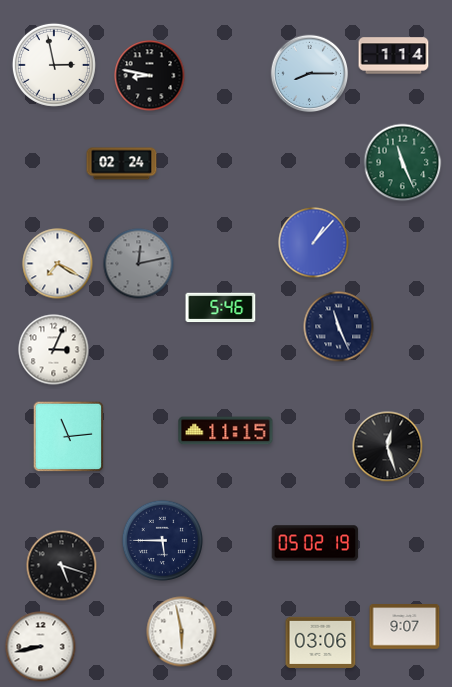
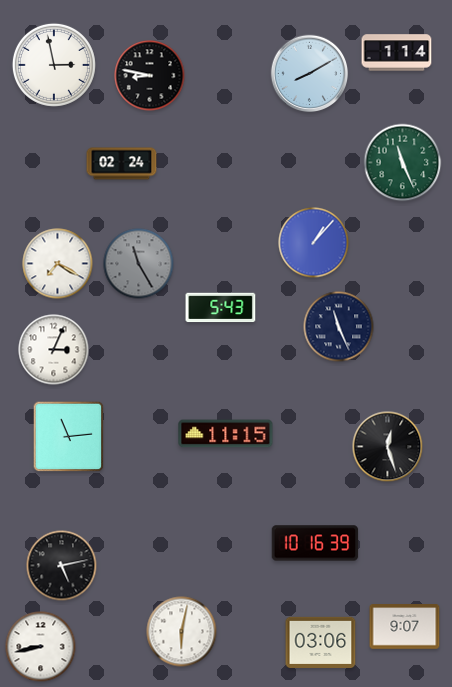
clock at (394, 56) position: (394, 56) -> (397, 53)
clock at (310, 74): 8:15 -> 8:10
clock at (139, 264): 12:13 -> 11:25
clock at (221, 308): 5:46 -> 5:43
clock at (226, 431) position: (226, 431) -> (226, 434)
clock at (163, 541): 5:45 -> none
clock at (315, 543): 05:02 -> 10:16
clock at (62, 566): 5:18 -> 5:13
clock at (182, 632): 5:58 -> 6:02
